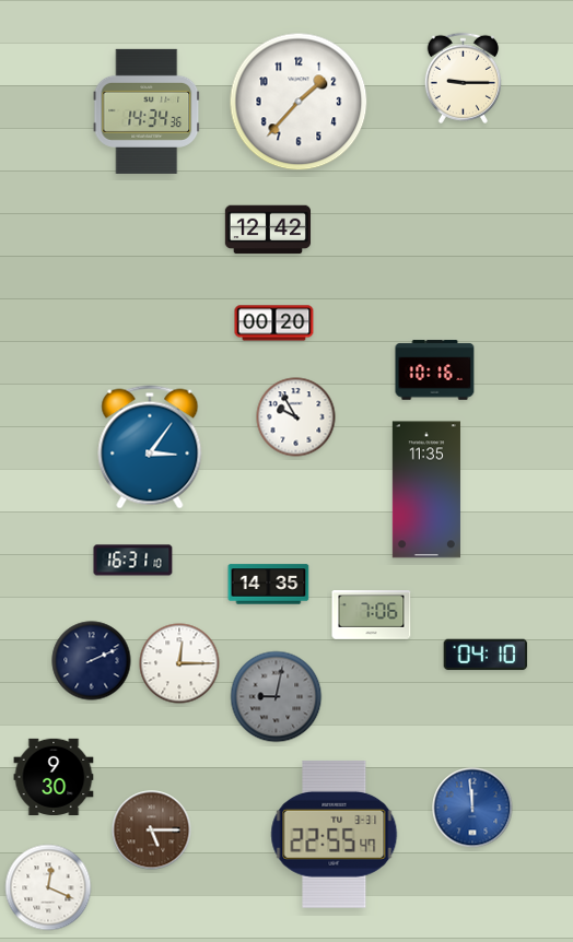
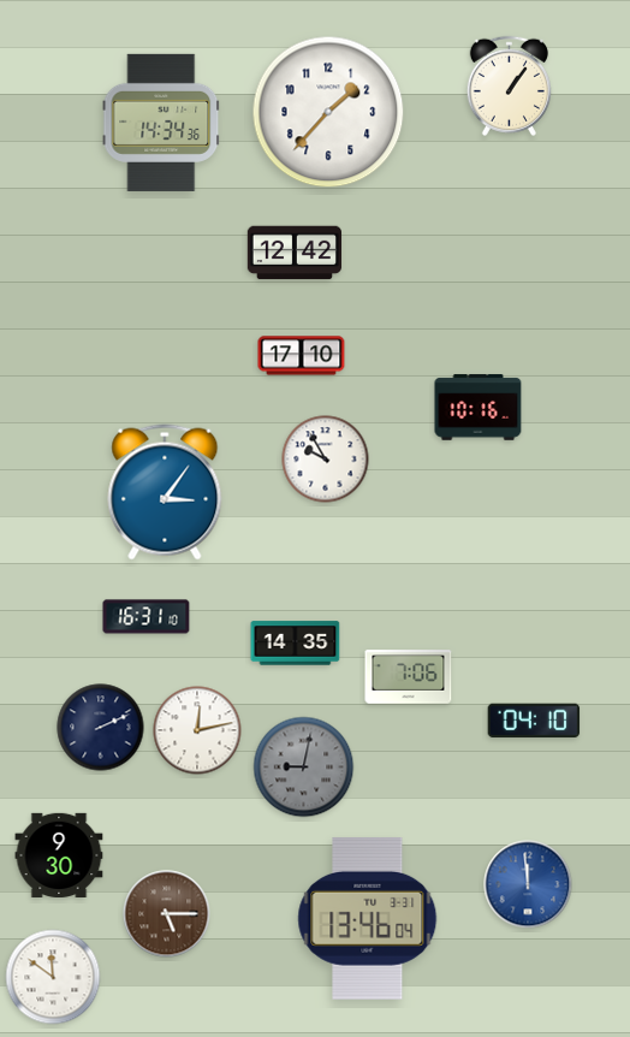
clock at (463, 78): 9:15 -> 1:06
clock at (274, 323): 00:20 -> 17:10
clock at (426, 490): 11:35 -> none
clock at (179, 663): 12:15 -> 12:13
clock at (472, 808) position: (472, 808) -> (528, 884)
clock at (335, 834): 22:55 -> 13:46
clock at (48, 887): 12:19 -> 11:51
